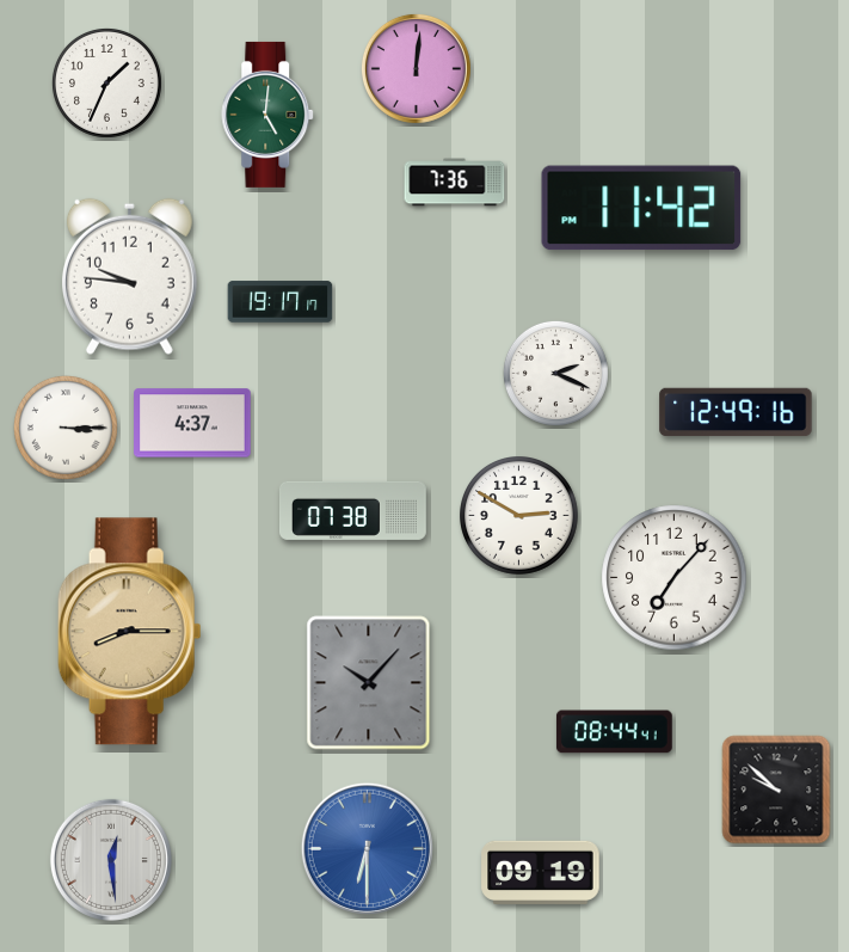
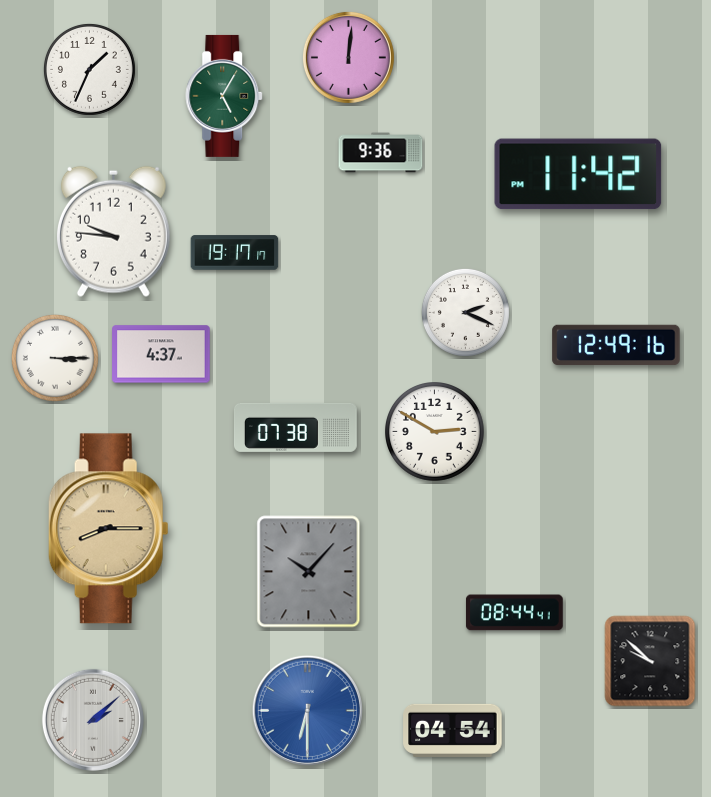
clock at (269, 115): 5:01 -> 5:05
clock at (455, 183): 7:36 -> 9:36
clock at (641, 208) position: (641, 208) -> (578, 174)
clock at (129, 276) position: (129, 276) -> (113, 231)
clock at (675, 578): 7:07 -> none
clock at (111, 860): 12:29 -> 2:08
clock at (541, 872): 09:19 -> 04:54
